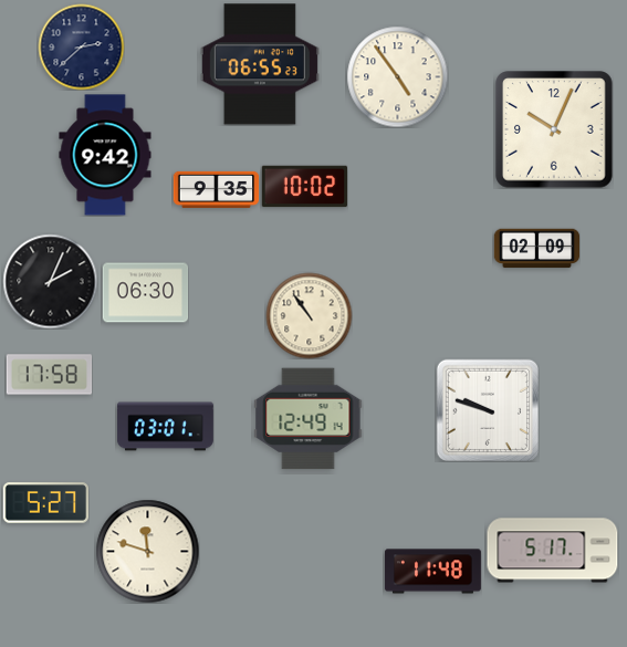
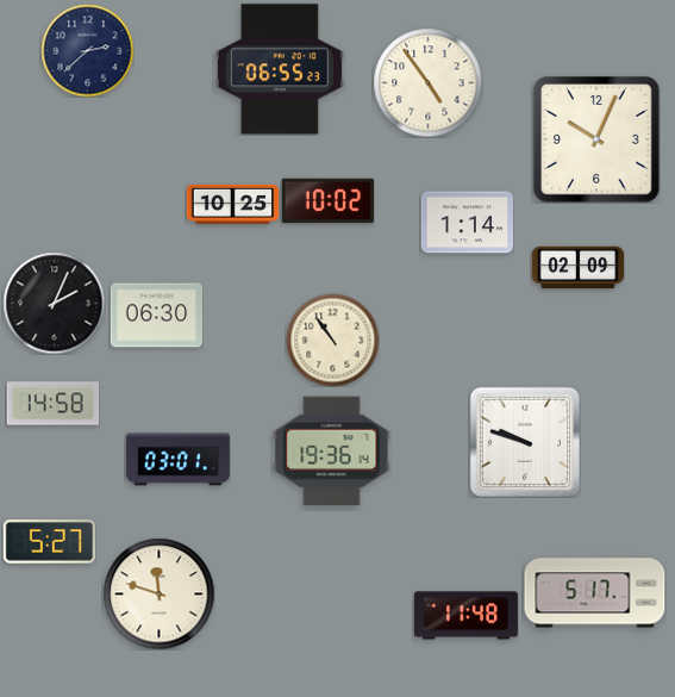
clock at (105, 155): 9:42 -> none
clock at (216, 189): 9:35 -> 10:25
clock at (467, 223): none -> 1:14
clock at (49, 375): 17:58 -> 14:58
clock at (309, 419): 12:49 -> 19:36
